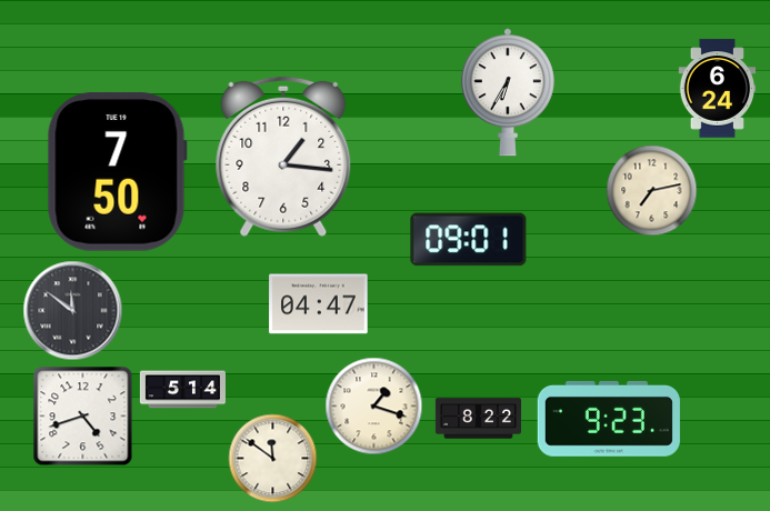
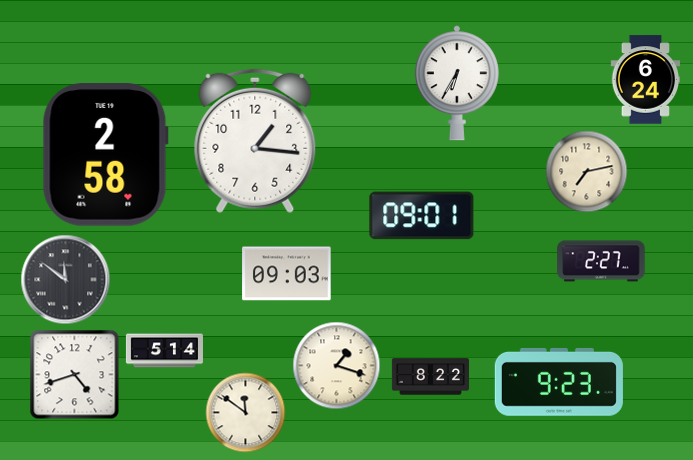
clock at (117, 172): 7:50 -> 2:58
clock at (601, 261): none -> 2:27
clock at (319, 304): 04:47 -> 09:03
clock at (609, 419) position: (609, 419) -> (559, 382)
